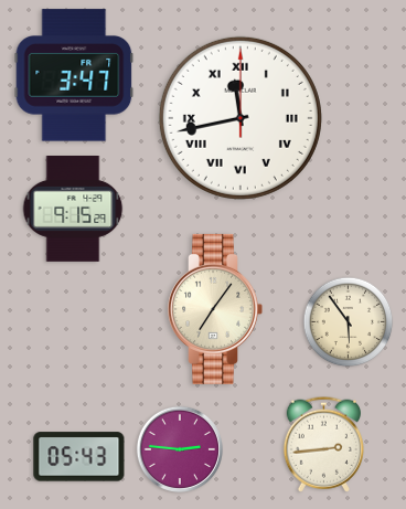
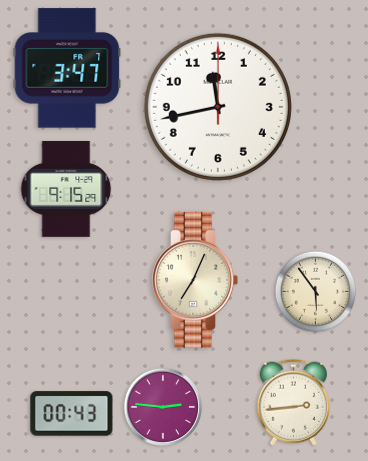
clock at (241, 118) numerals: Roman -> Arabic
clock at (215, 309): 7:06 -> 7:04
clock at (79, 457): 05:43 -> 00:43
